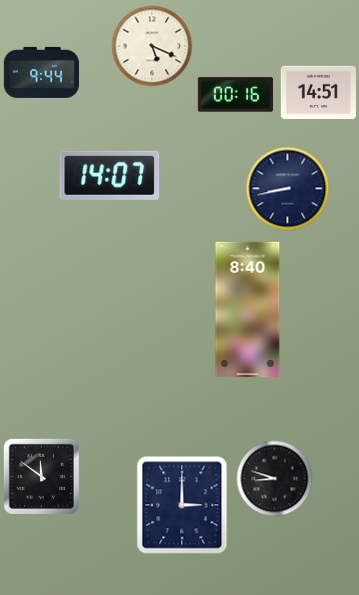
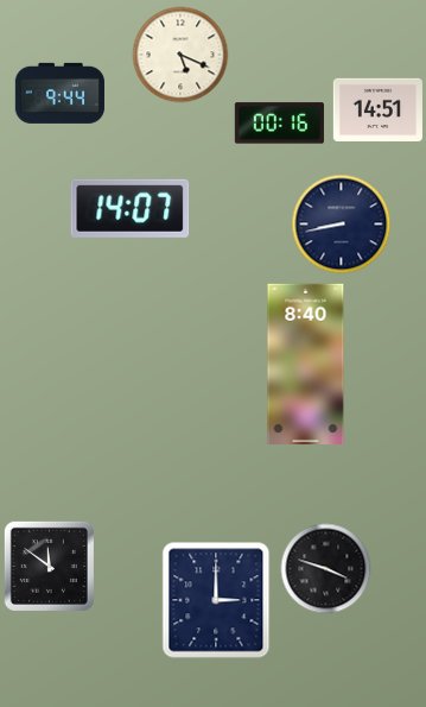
clock at (41, 72) position: (41, 72) -> (59, 93)
clock at (235, 95) position: (235, 95) -> (279, 124)
clock at (248, 309) position: (248, 309) -> (306, 364)
clock at (275, 479): 8:48 -> 3:48
